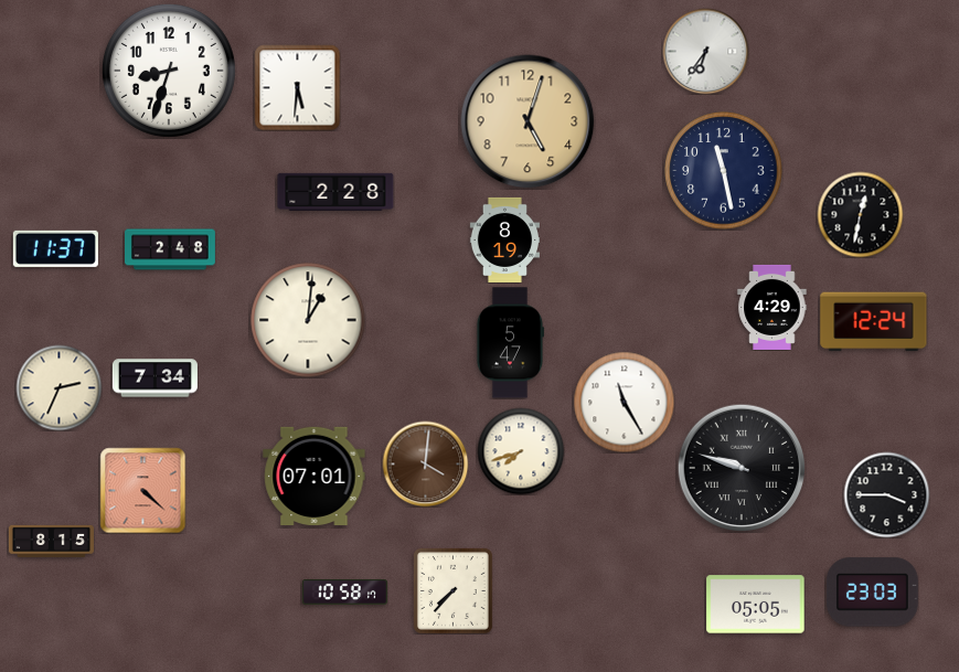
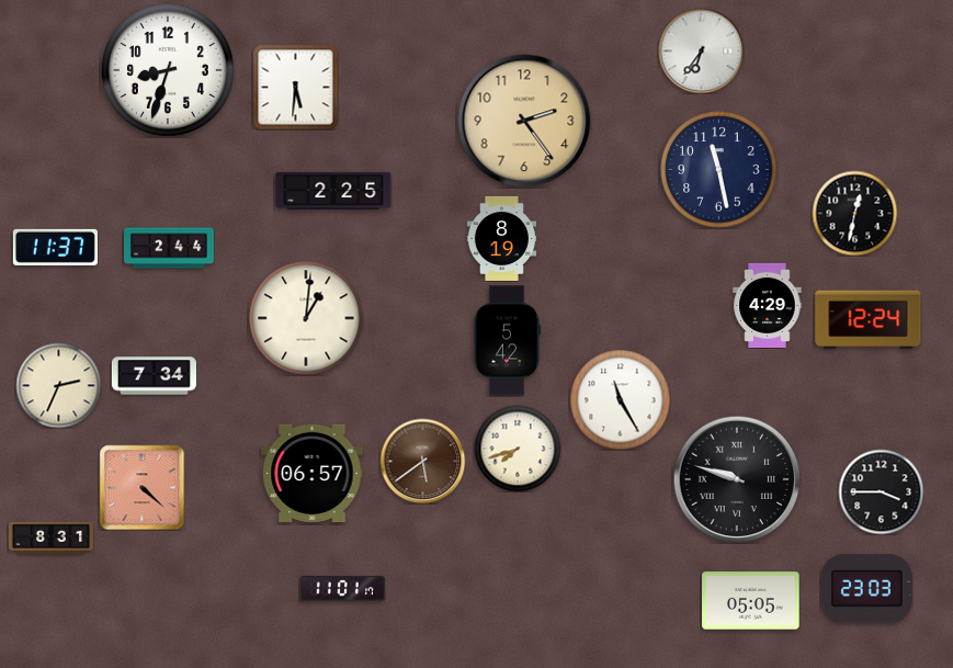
clock at (528, 121): 5:03 -> 2:24
clock at (335, 191): 2:28 -> 2:25
clock at (171, 249): 2:48 -> 2:44
clock at (509, 343): 5:47 -> 5:42
clock at (425, 463): 4:01 -> 5:39
clock at (742, 468) position: (742, 468) -> (737, 479)
clock at (315, 476): 07:01 -> 06:57
clock at (51, 541): 8:15 -> 8:31
clock at (452, 590): 7:37 -> none
clock at (344, 593): 10:58 -> 11:01
